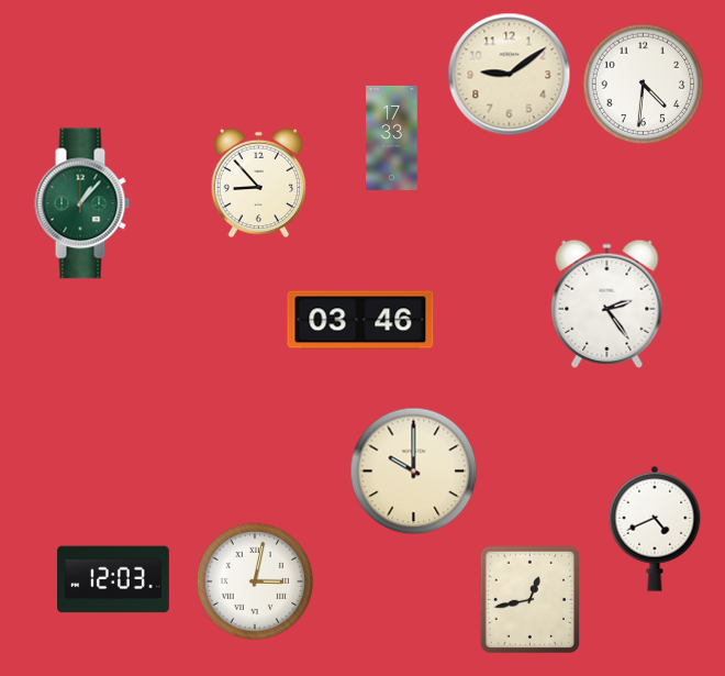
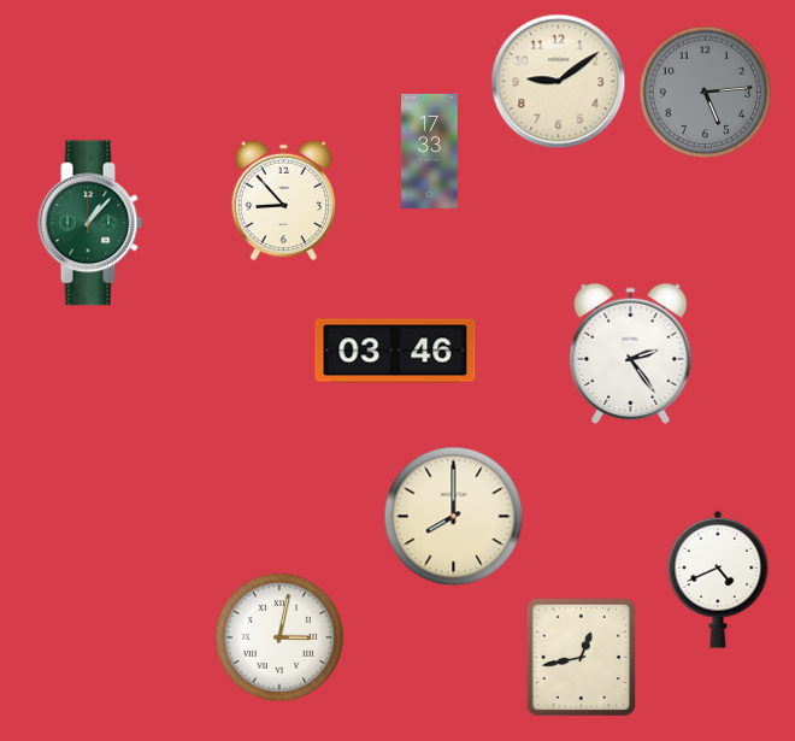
clock at (643, 84): 4:31 -> 5:14
clock at (643, 84) dial: white -> grey
clock at (607, 303) position: (607, 303) -> (631, 353)
clock at (413, 470): 10:00 -> 8:00
clock at (114, 579): 12:03 -> none
